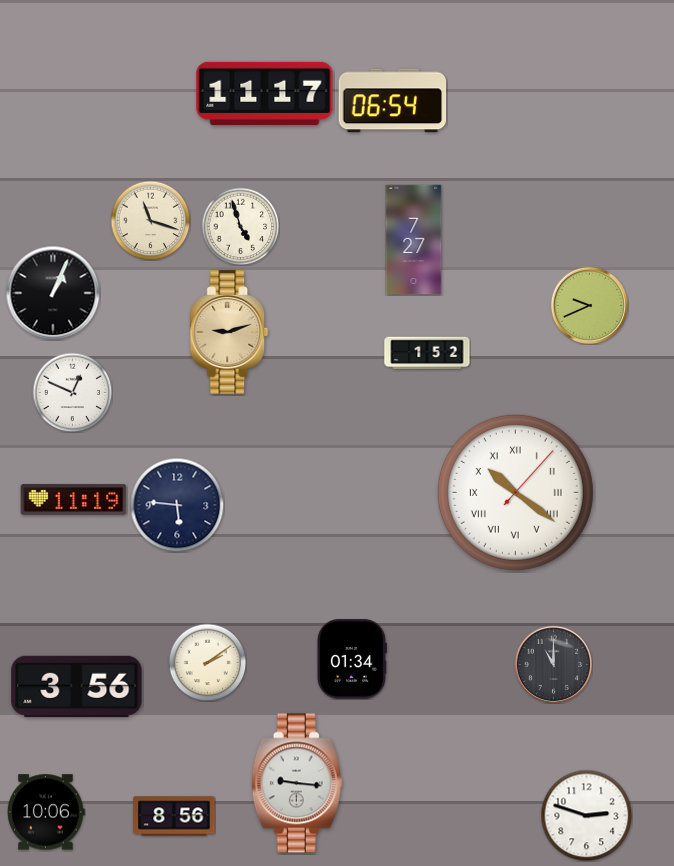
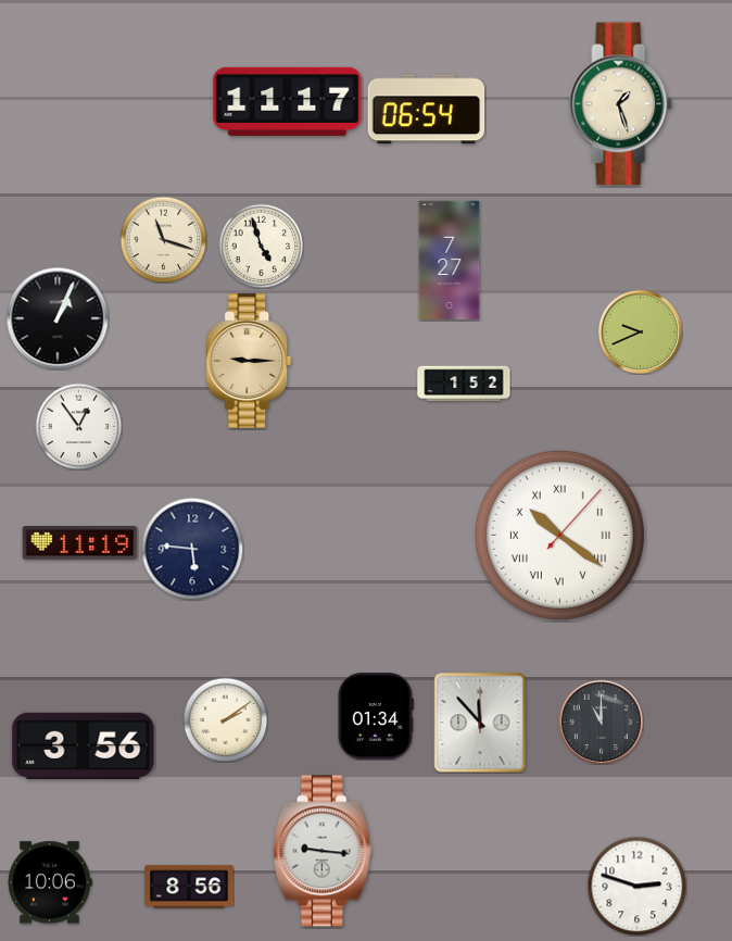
clock at (621, 104): none -> 1:27
clock at (229, 332): 9:12 -> 9:15
clock at (72, 392): 12:49 -> 12:54
clock at (352, 659) position: (352, 659) -> (376, 716)
clock at (480, 723): none -> 11:53
